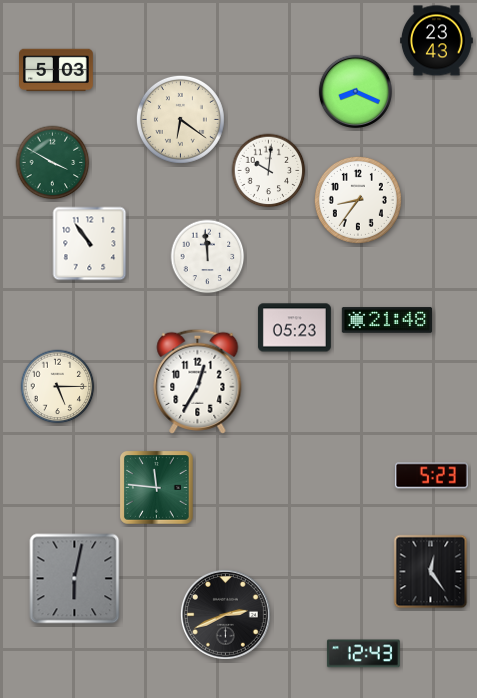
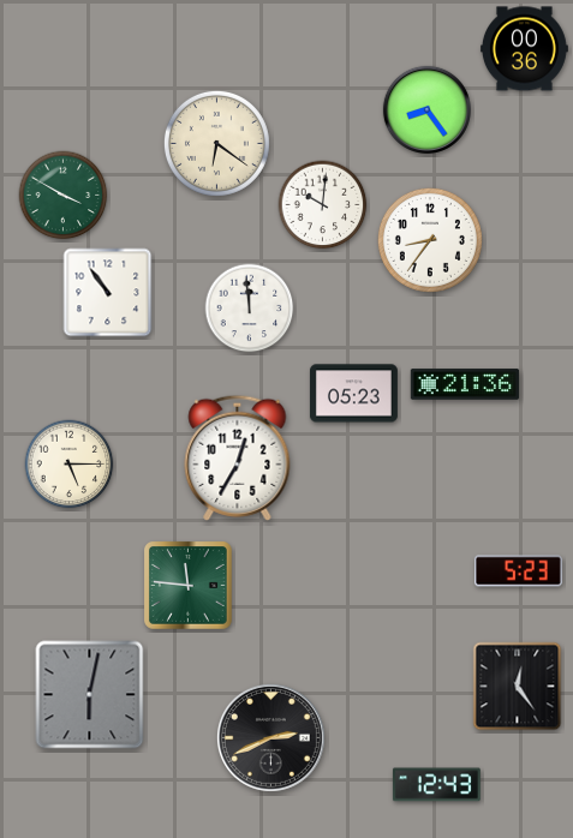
clock at (436, 41): 23:43 -> 00:36
clock at (57, 70): 5:03 -> none
clock at (355, 91): 8:19 -> 8:24
clock at (387, 320): 21:48 -> 21:36
